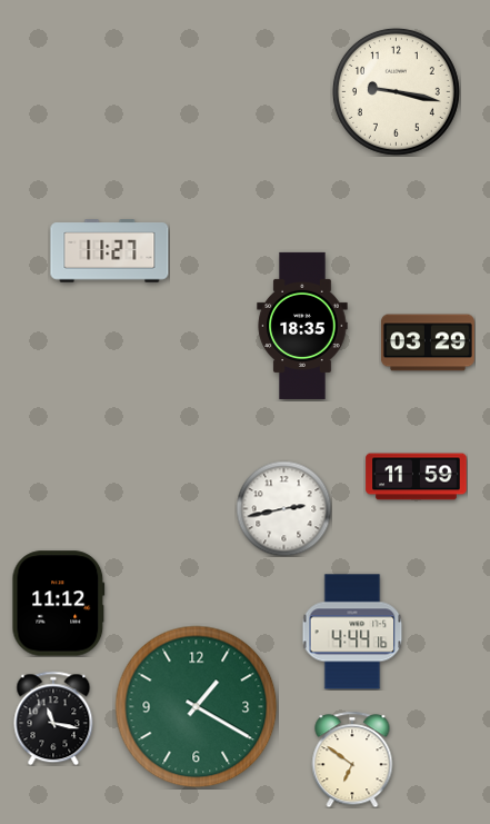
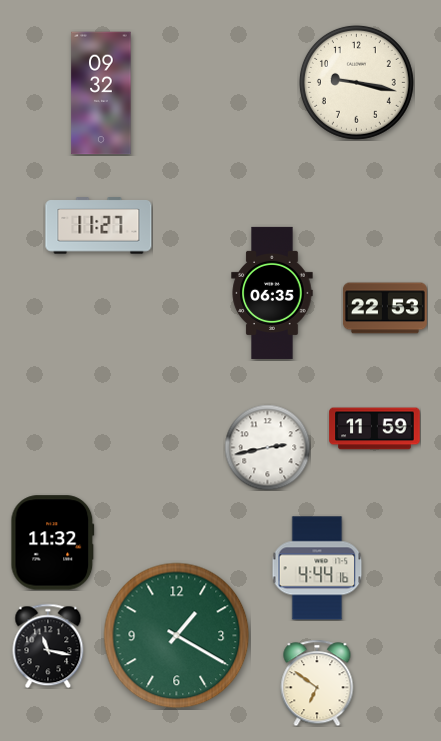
clock at (101, 93): none -> 09:32
clock at (302, 326): 18:35 -> 06:35
clock at (428, 342): 03:29 -> 22:53
clock at (283, 508) position: (283, 508) -> (267, 447)
clock at (59, 604): 11:12 -> 11:32
